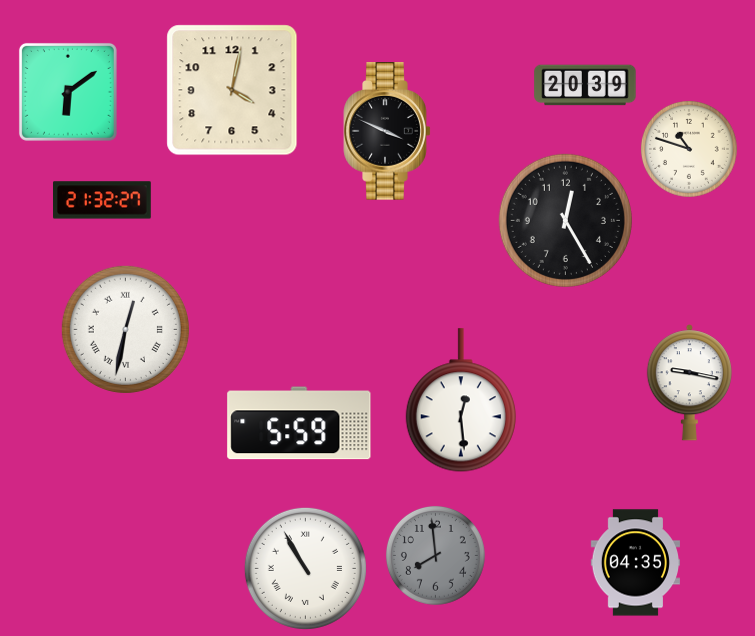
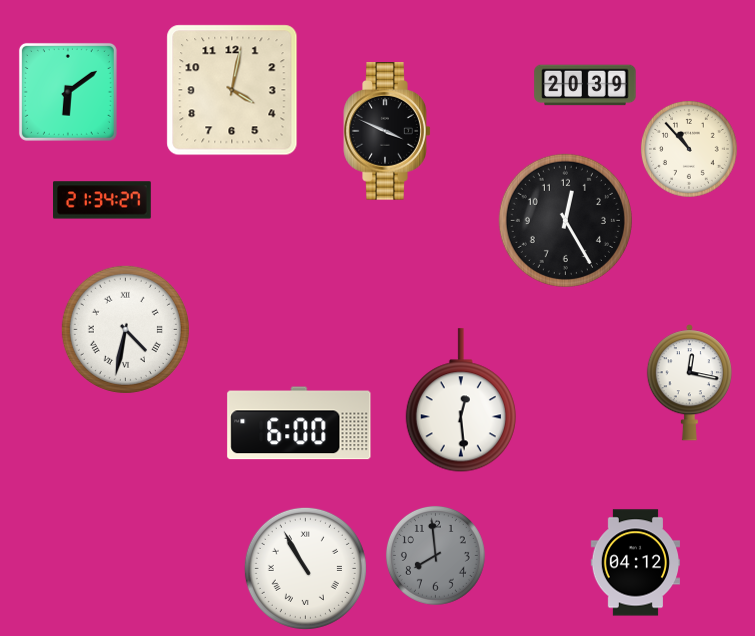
clock at (689, 149): 10:48 -> 10:53
clock at (103, 200): 21:32 -> 21:34
clock at (125, 329): 12:32 -> 4:32
clock at (689, 383): 9:17 -> 12:17
clock at (299, 423): 5:59 -> 6:00
clock at (635, 563): 04:35 -> 04:12
